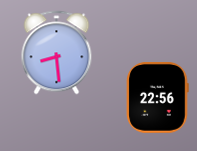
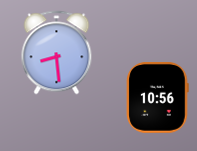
clock at (158, 98): 22:56 -> 10:56
